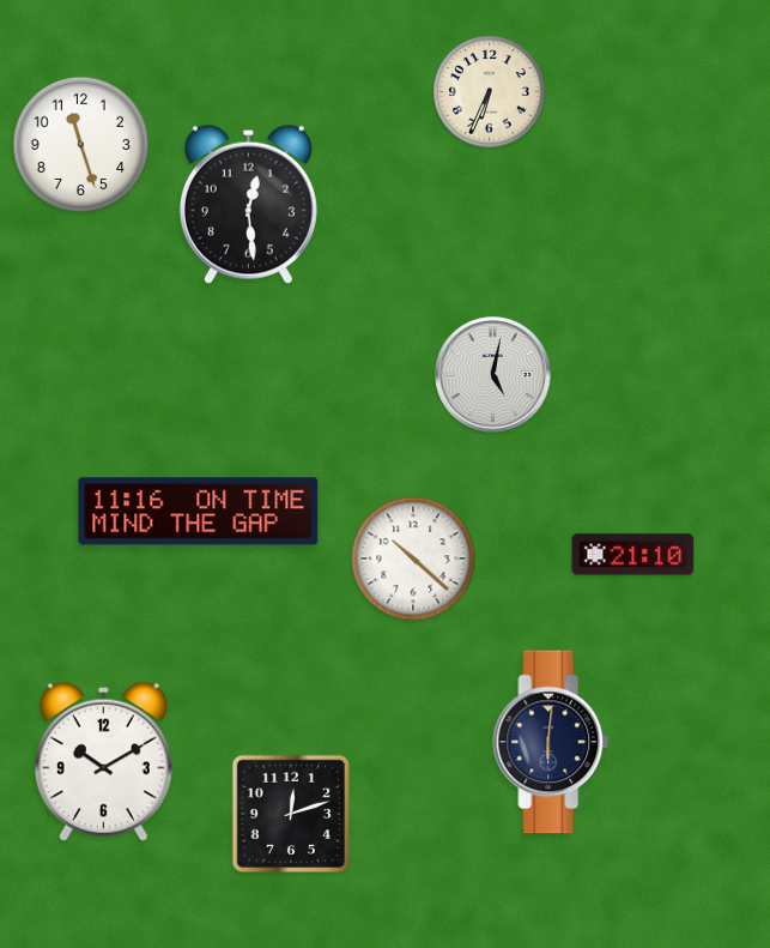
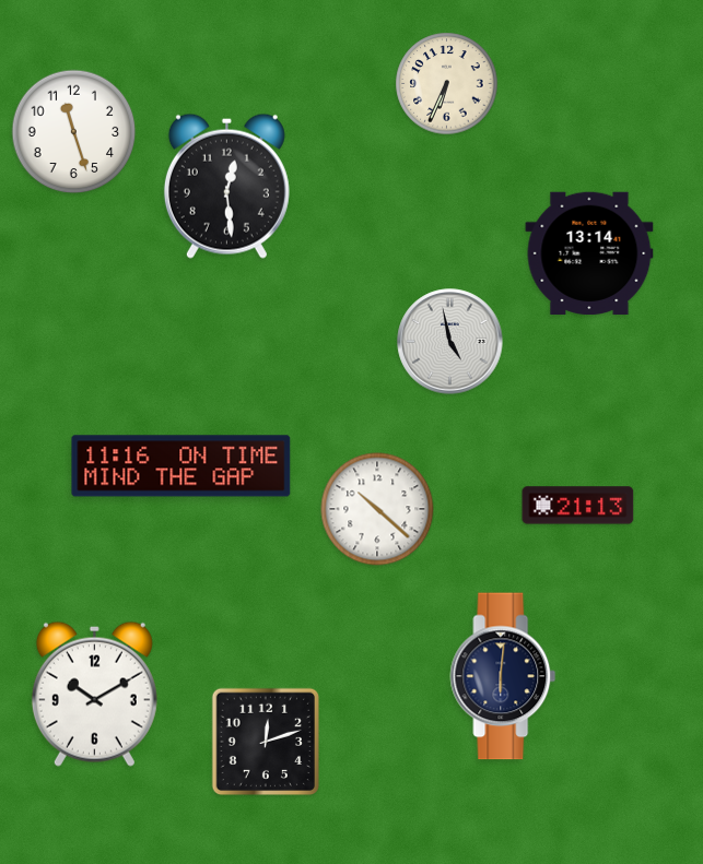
clock at (589, 252): none -> 13:14
clock at (493, 375): 5:02 -> 4:58
clock at (633, 555): 21:10 -> 21:13
